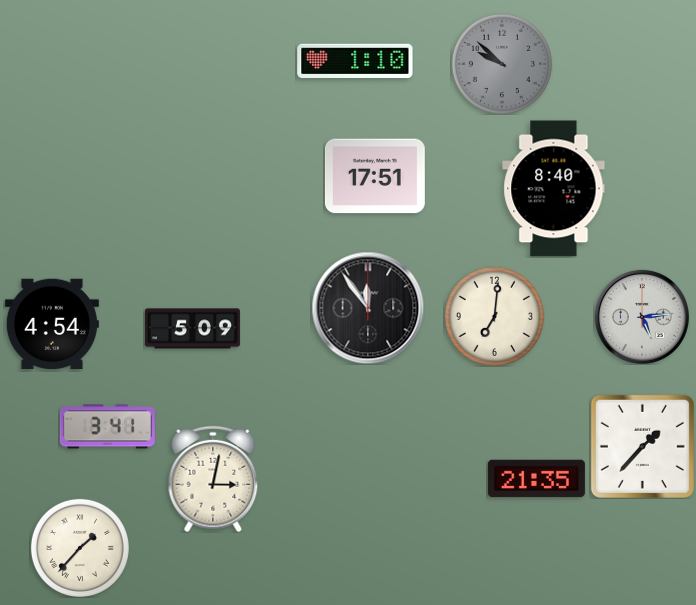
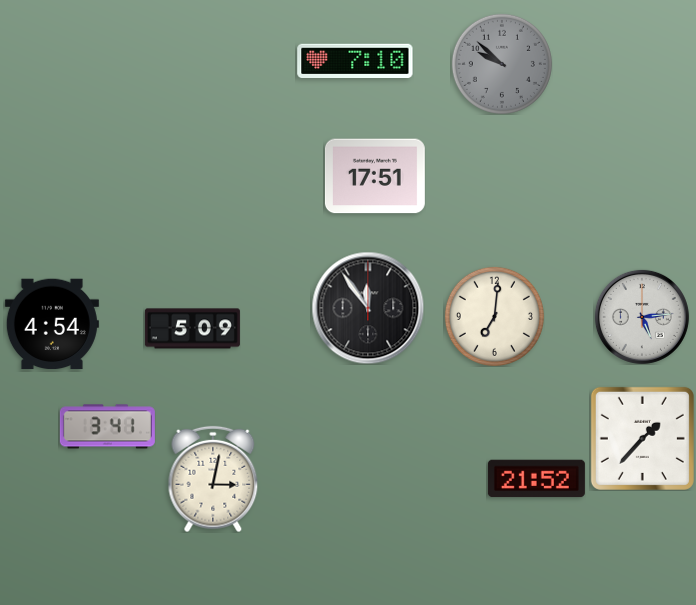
clock at (355, 60): 1:10 -> 7:10
clock at (554, 189): 8:40 -> none
clock at (642, 446) position: (642, 446) -> (642, 438)
clock at (536, 479): 21:35 -> 21:52
clock at (80, 548): 1:37 -> none
